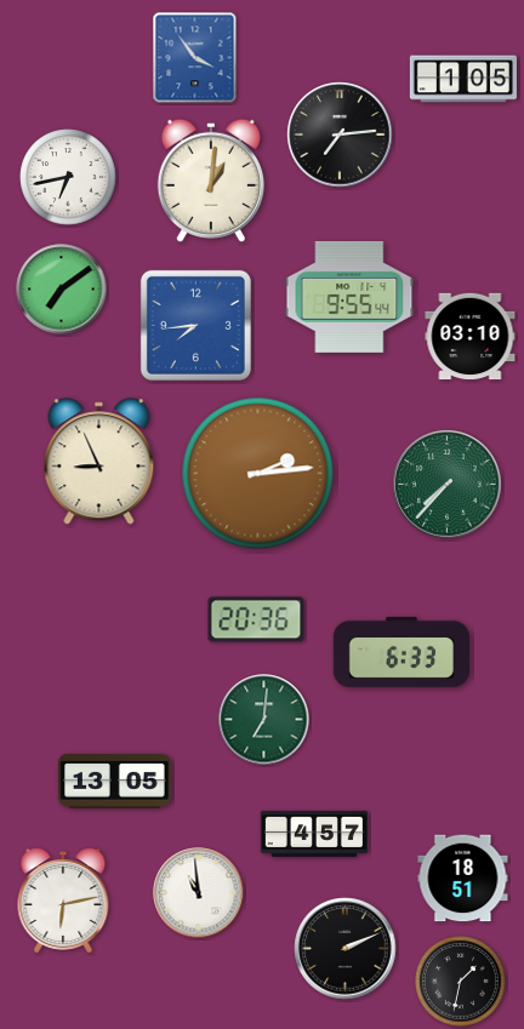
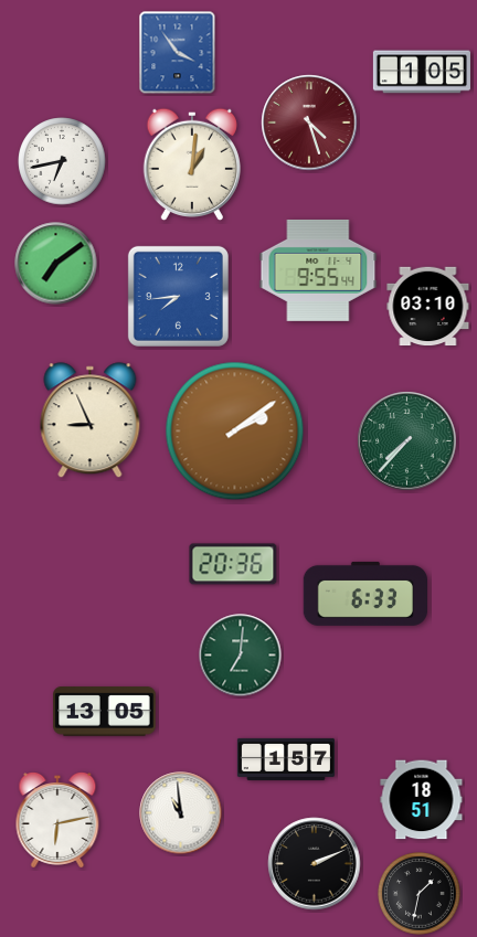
clock at (340, 135): 7:14 -> 4:27
clock at (340, 135) dial: black -> burgundy
clock at (258, 474): 2:14 -> 2:09
clock at (314, 834): 4:57 -> 1:57
